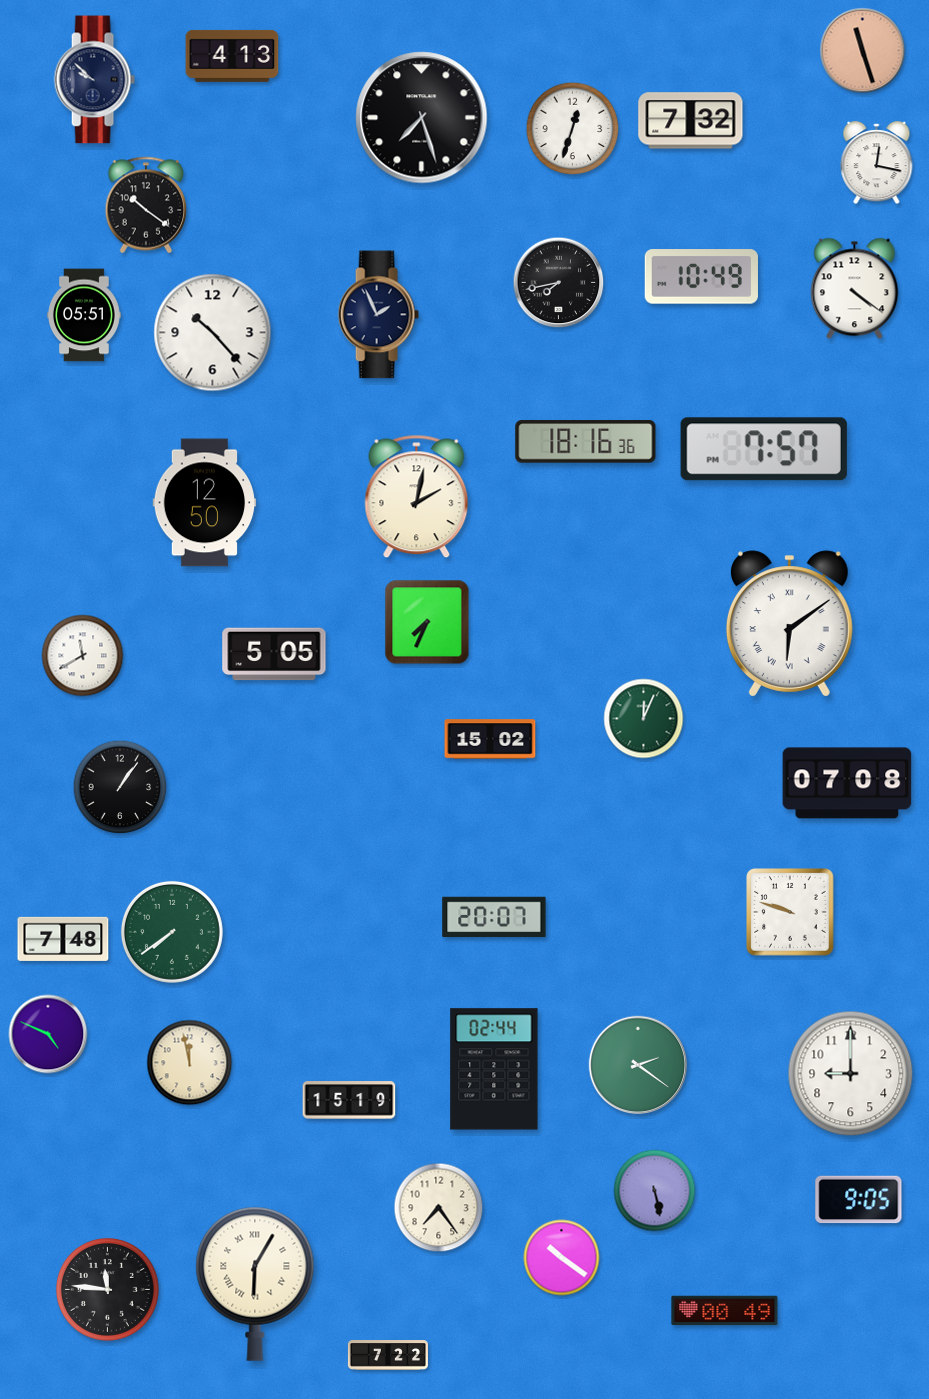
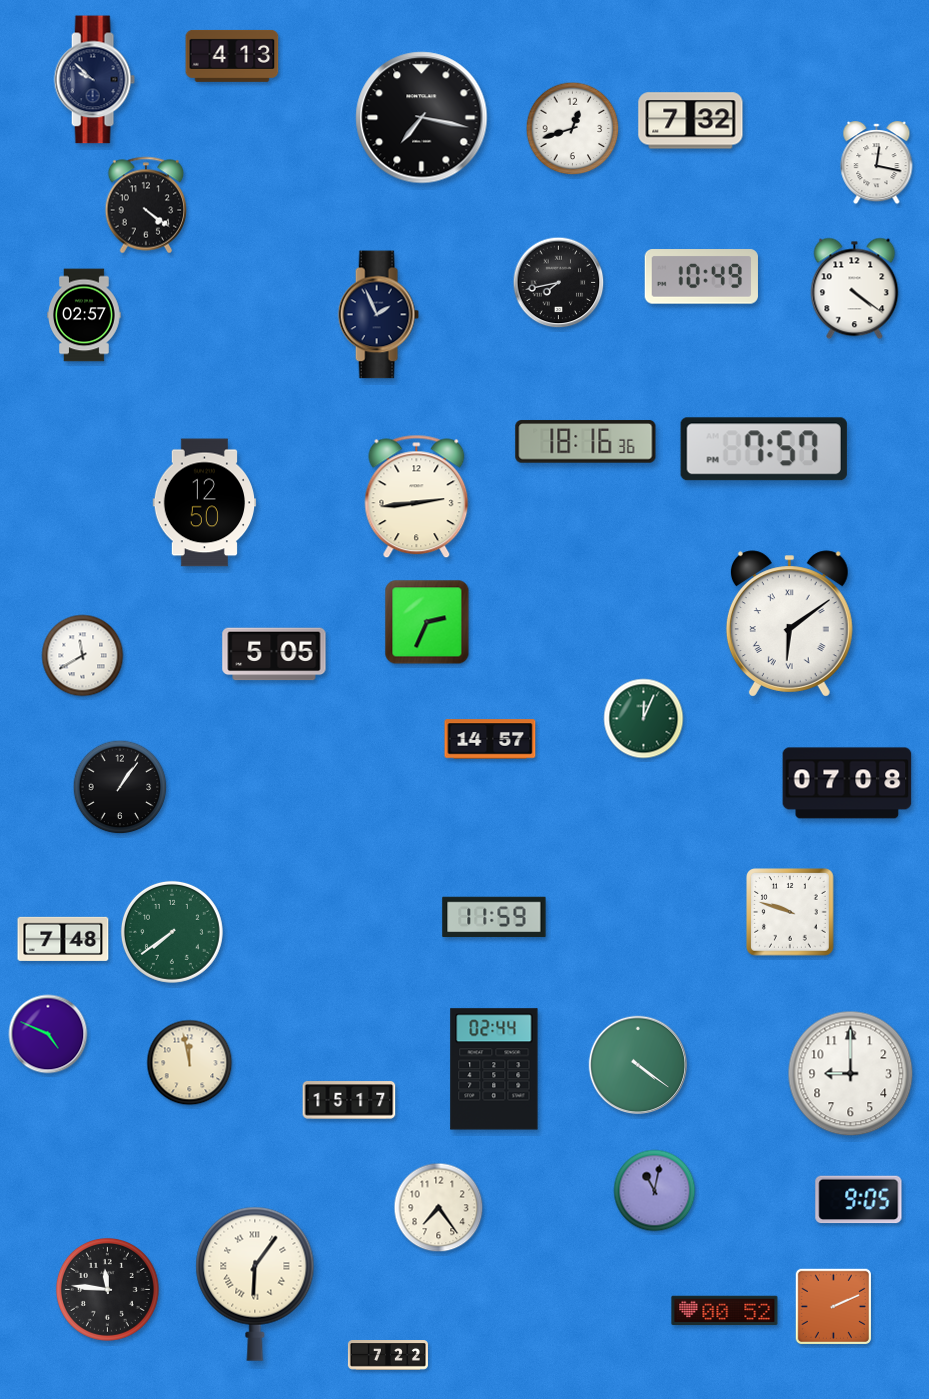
clock at (863, 51): 11:27 -> none
clock at (422, 118): 7:27 -> 7:17
clock at (573, 129): 12:33 -> 12:42
clock at (146, 205): 10:21 -> 4:21
clock at (84, 315): 05:51 -> 02:57
clock at (213, 333): 10:23 -> none
clock at (417, 497): 2:02 -> 2:44
clock at (427, 622): 7:34 -> 2:34
clock at (490, 739): 15:02 -> 14:57
clock at (494, 917): 20:07 -> 11:59
clock at (638, 1065): 2:21 -> 4:21
clock at (349, 1100): 15:19 -> 15:17
clock at (655, 1191): 5:28 -> 11:02
clock at (562, 1258): 10:21 -> none
clock at (255, 1284): 6:05 -> 6:06
clock at (833, 1306): none -> 2:11
clock at (725, 1311): 00:49 -> 00:52
